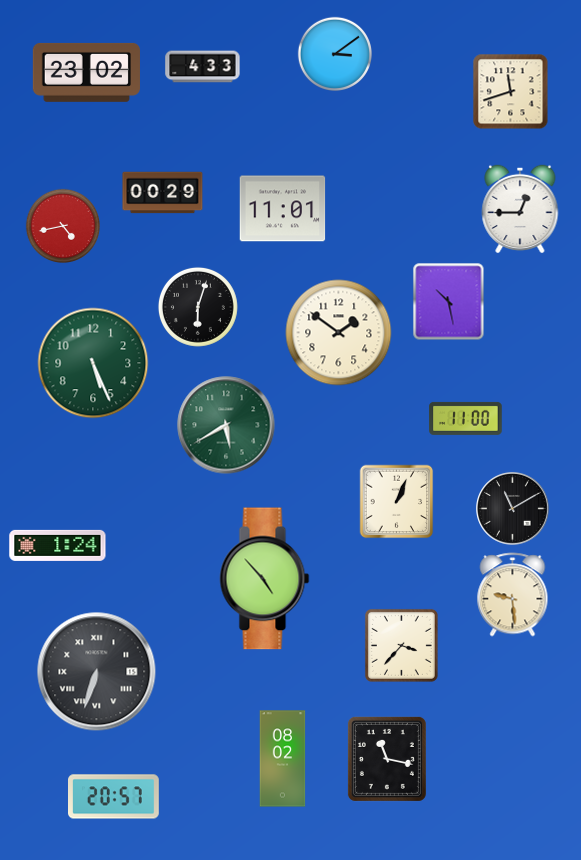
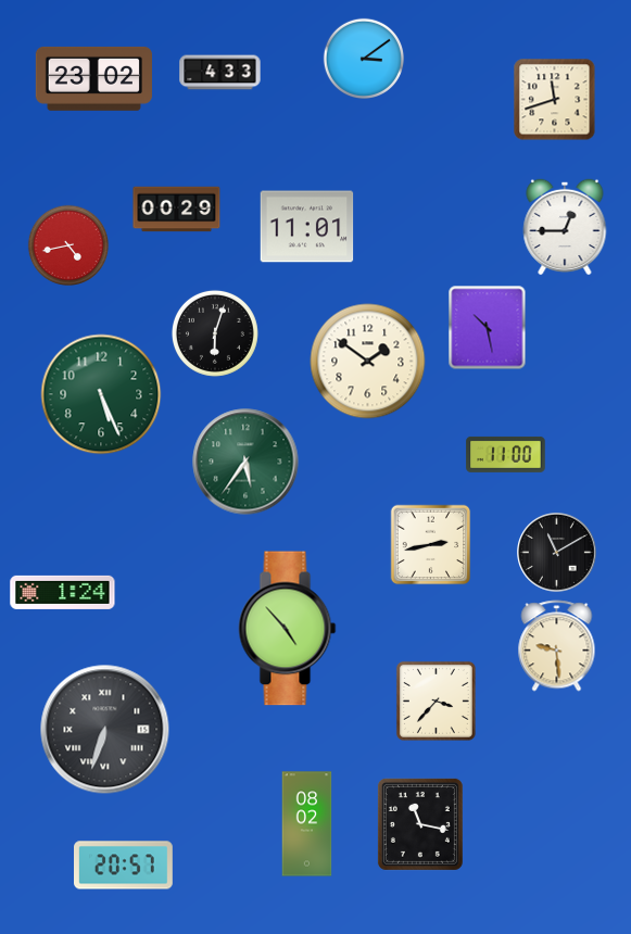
clock at (226, 425): 5:40 -> 5:36
clock at (397, 502): 1:04 -> 2:43
